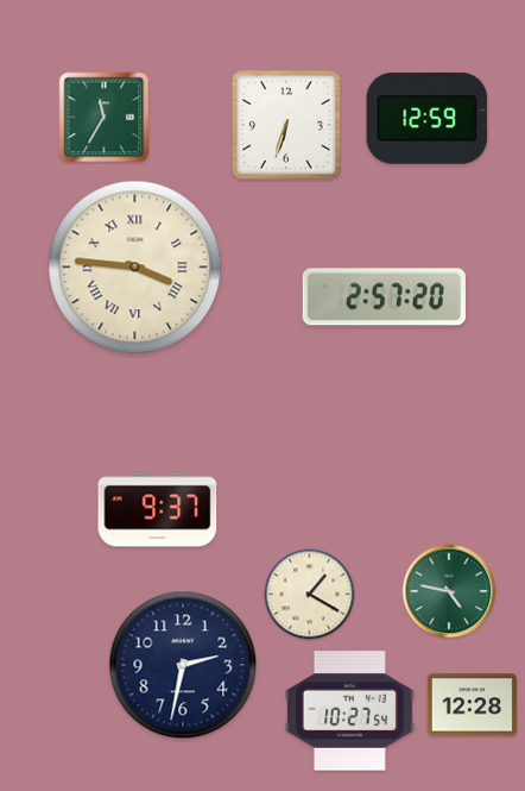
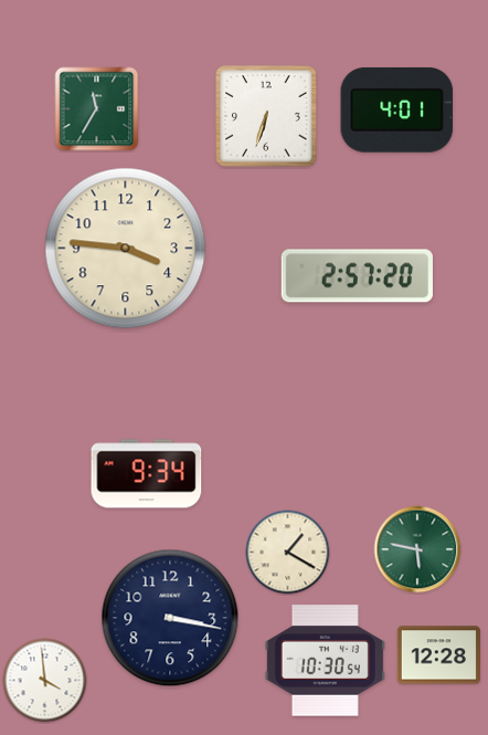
clock at (428, 118): 12:59 -> 4:01
clock at (135, 268) numerals: Roman -> Arabic
clock at (158, 510): 9:37 -> 9:34
clock at (449, 591): 4:47 -> 5:47
clock at (183, 665): 2:32 -> 3:17
clock at (349, 711): 10:27 -> 10:30
clock at (45, 681): none -> 3:59
